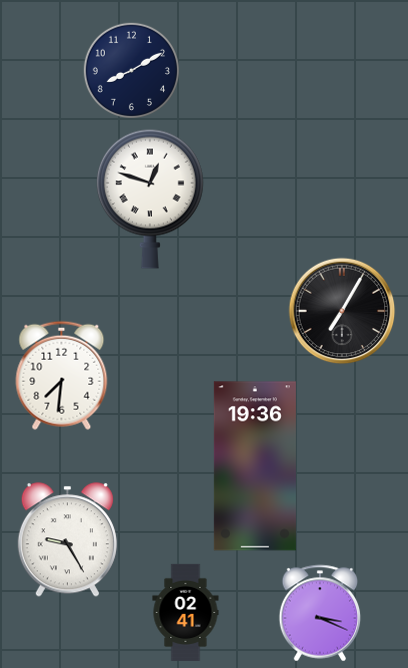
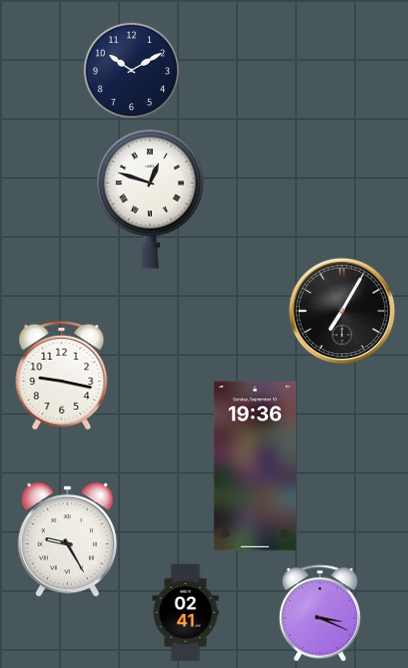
clock at (131, 70): 8:10 -> 10:10
clock at (62, 375): 7:31 -> 9:17
